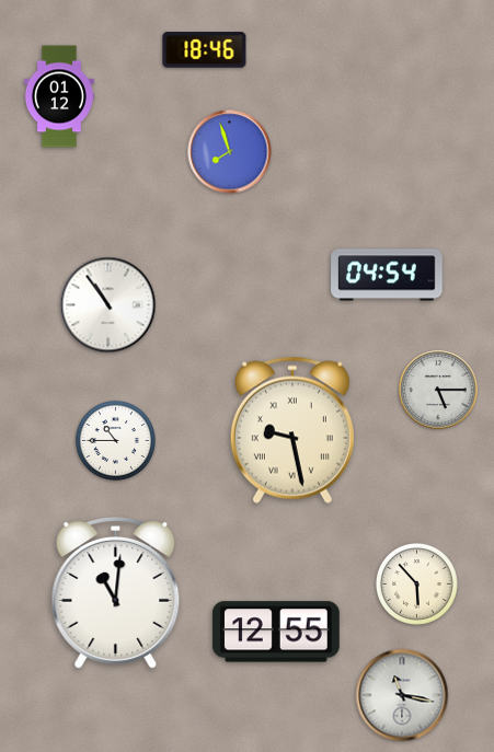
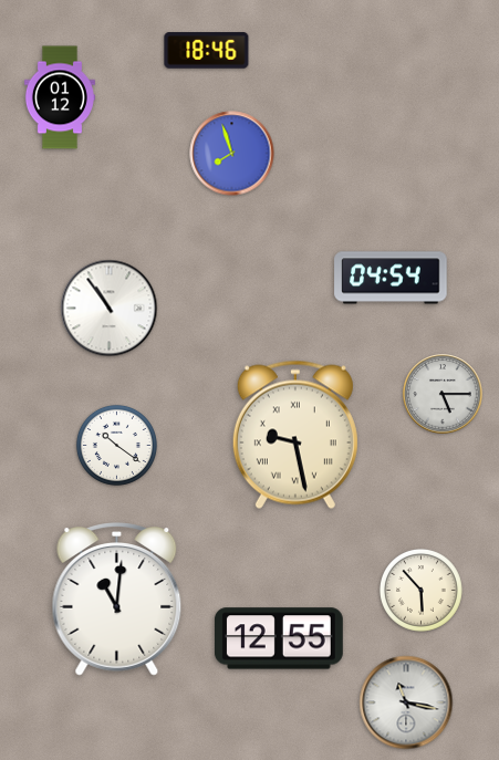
clock at (115, 440): 10:45 -> 10:21
